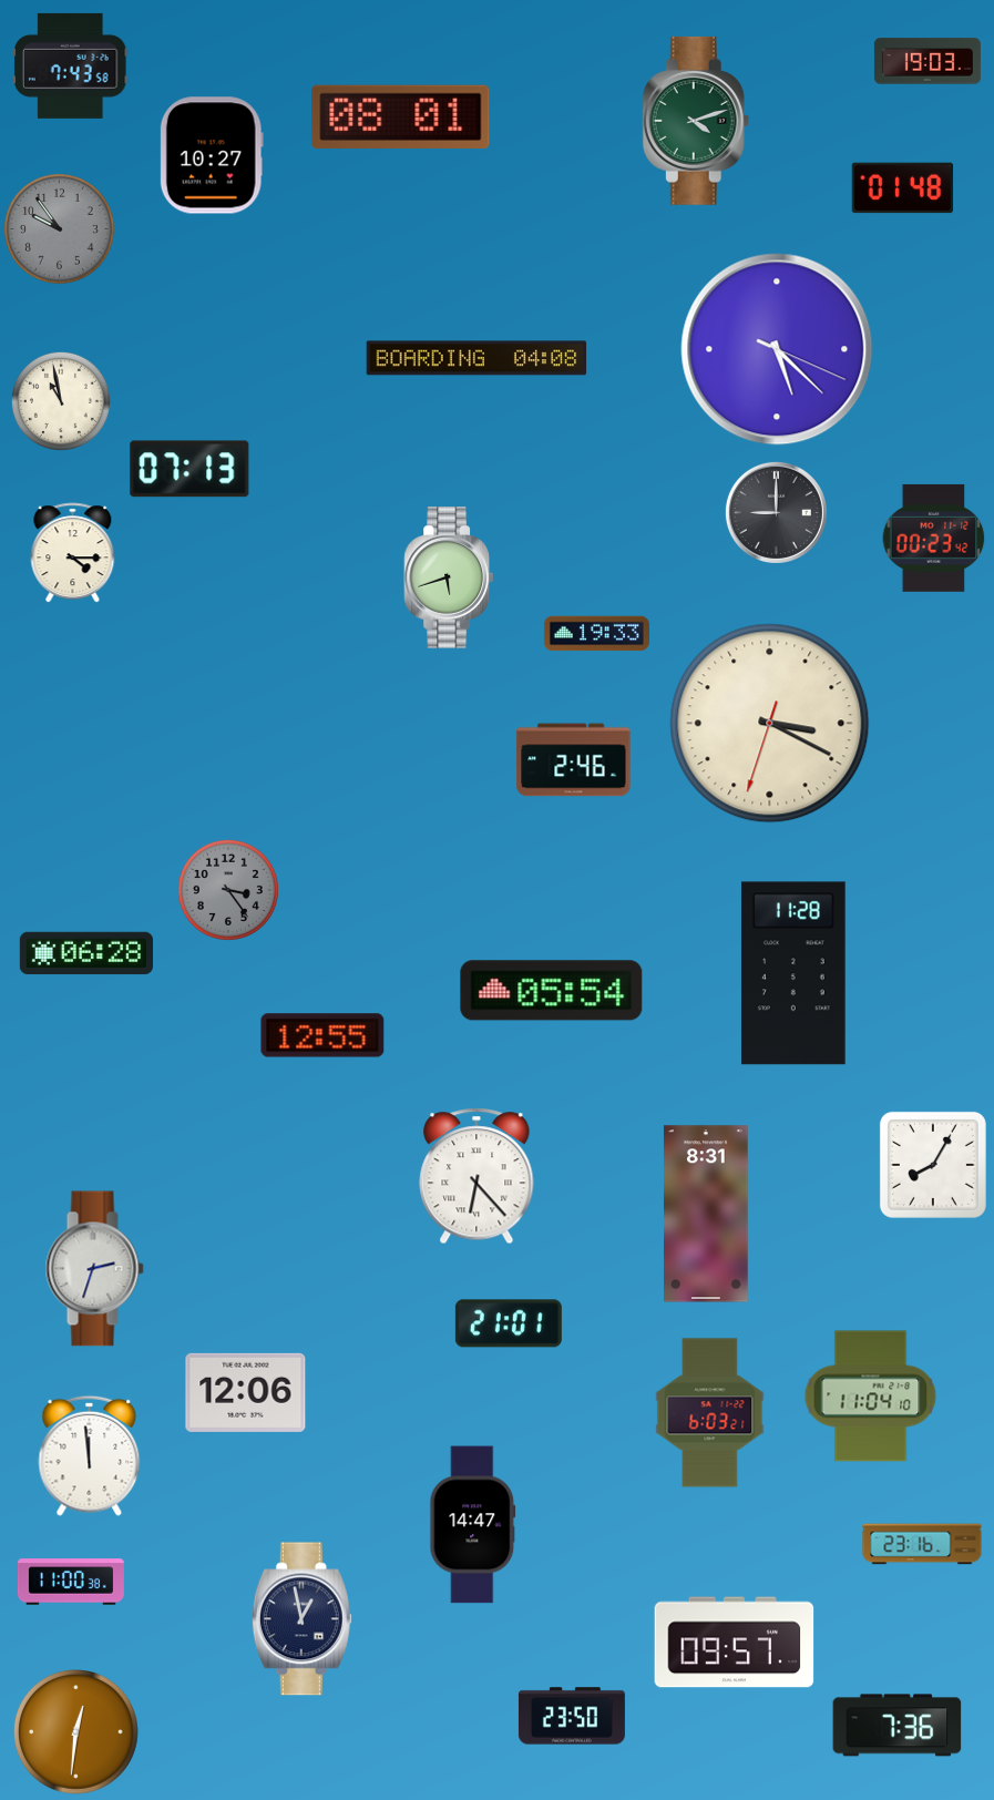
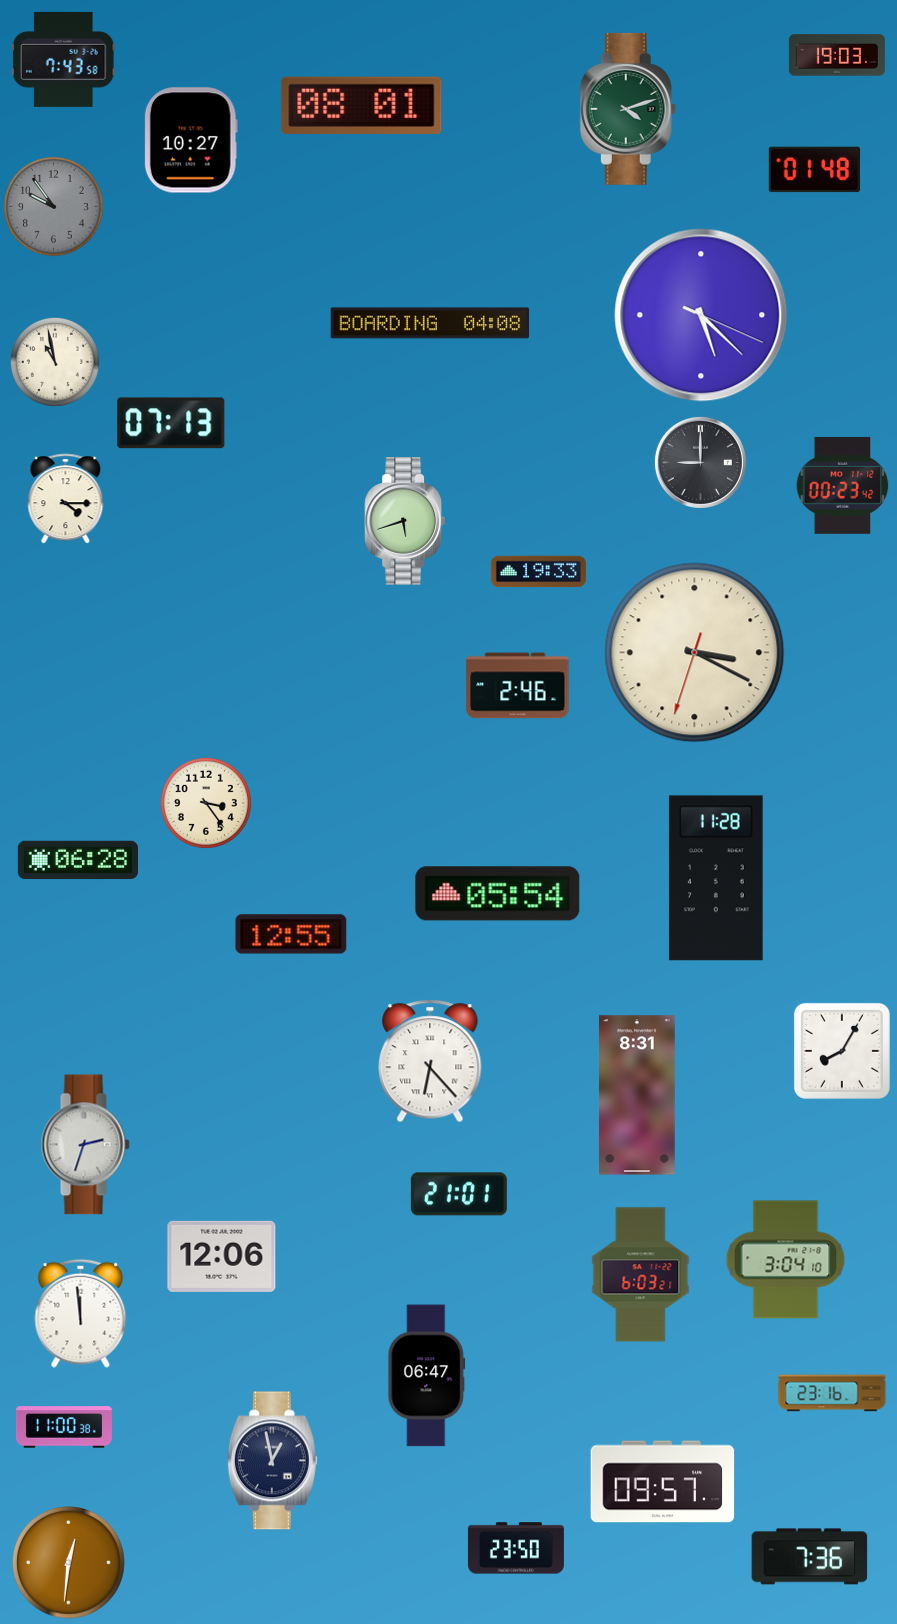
clock at (228, 890) dial: grey -> cream
clock at (871, 1397): 11:04 -> 3:04
clock at (473, 1525): 14:47 -> 06:47
